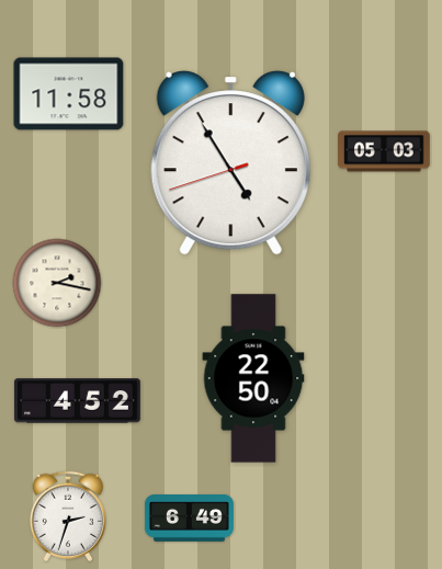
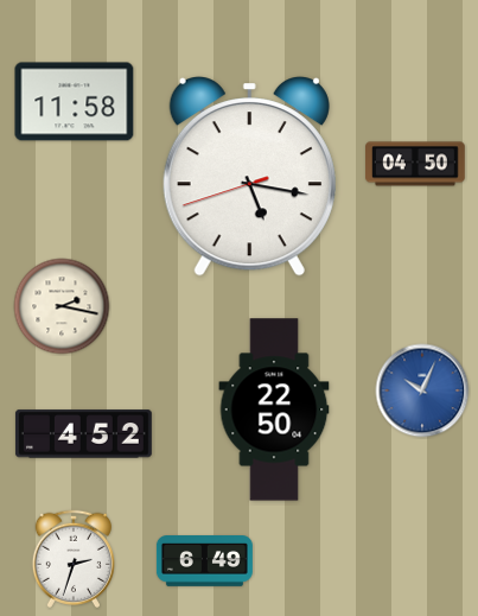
clock at (384, 151): 05:03 -> 04:50
clock at (230, 163): 4:54 -> 5:16
clock at (422, 390): none -> 10:04
